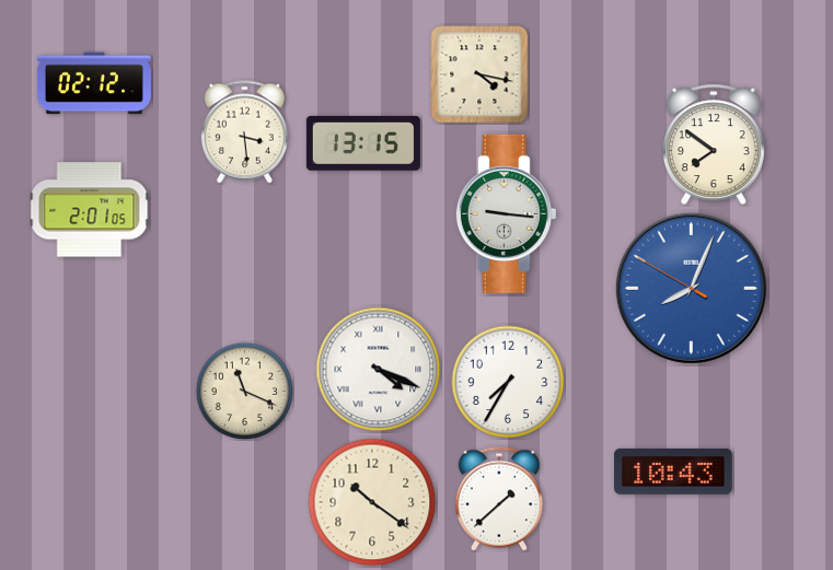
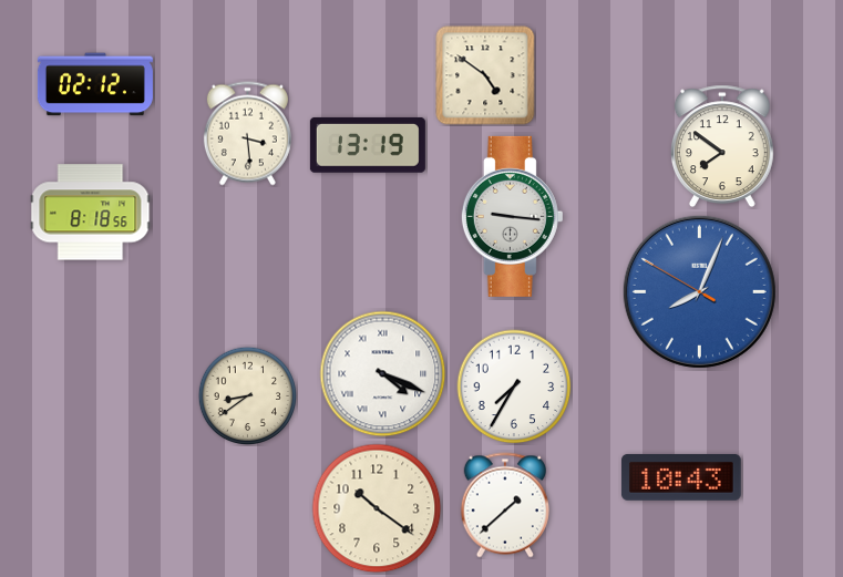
clock at (479, 74): 4:17 -> 4:51
clock at (363, 143): 13:15 -> 13:19
clock at (90, 210): 2:01 -> 8:18
clock at (244, 391): 11:19 -> 8:39
